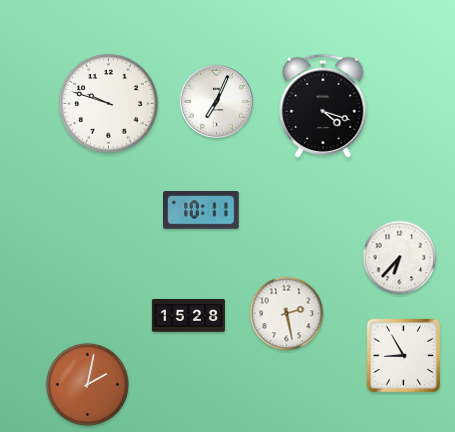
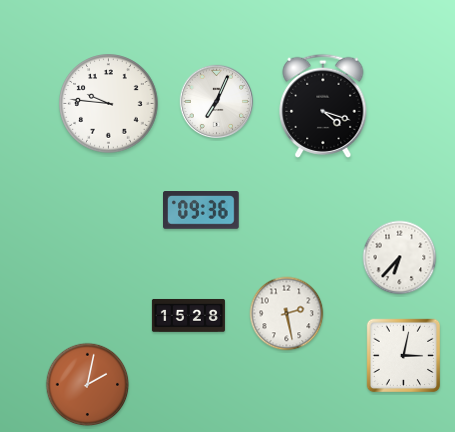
clock at (109, 104): 9:48 -> 9:46
clock at (202, 211): 10:11 -> 09:36
clock at (404, 356): 8:55 -> 3:02
